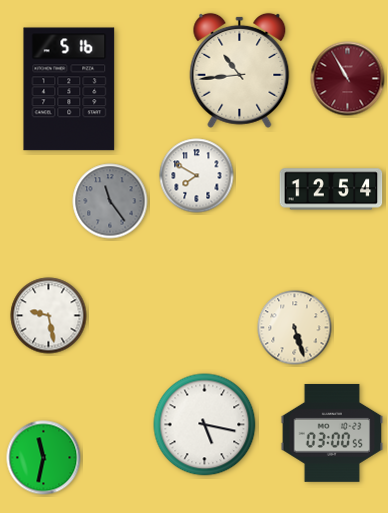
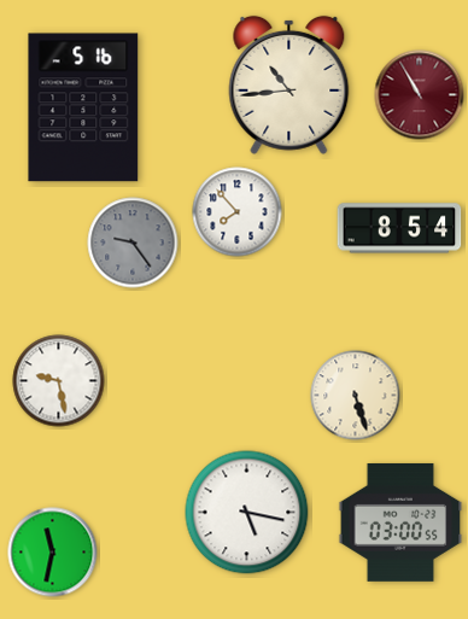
clock at (197, 176): 7:50 -> 7:53
clock at (331, 189): 12:54 -> 8:54
clock at (110, 201): 11:24 -> 9:24
